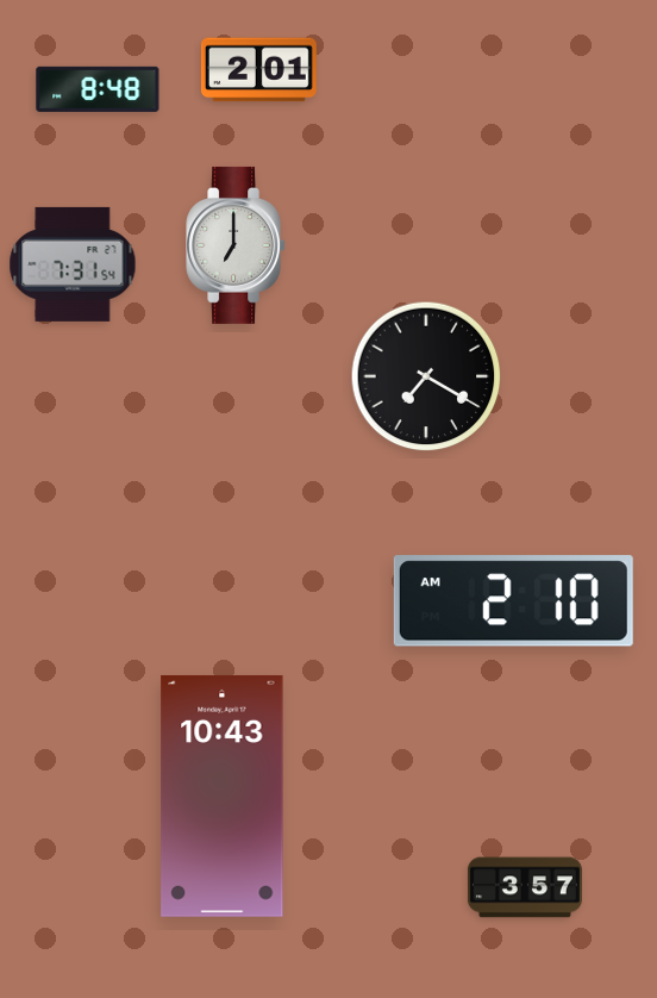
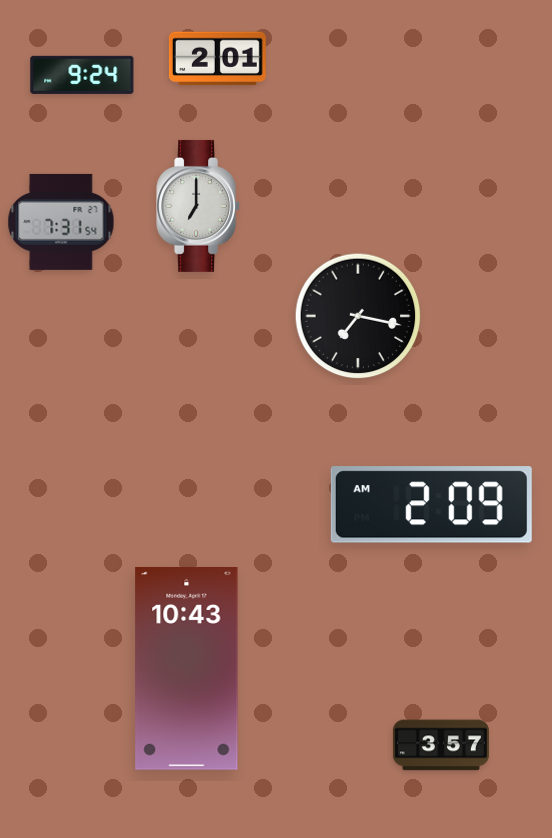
clock at (98, 89): 8:48 -> 9:24
clock at (426, 376): 7:20 -> 7:17
clock at (513, 601): 2:10 -> 2:09
